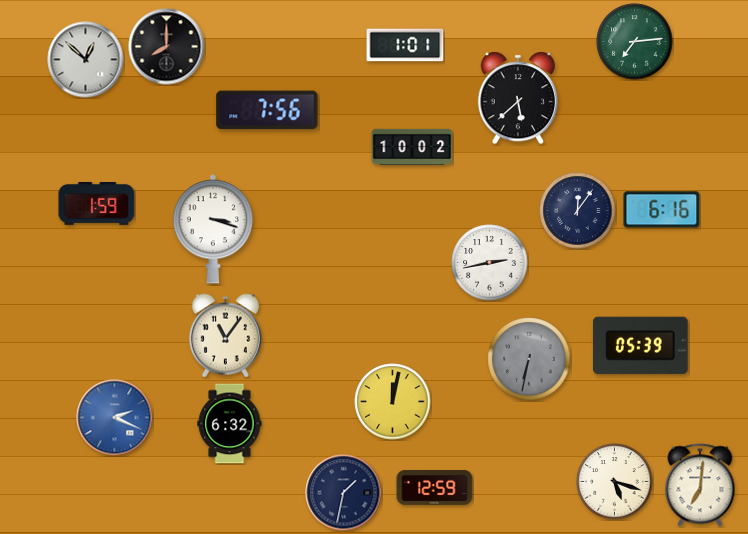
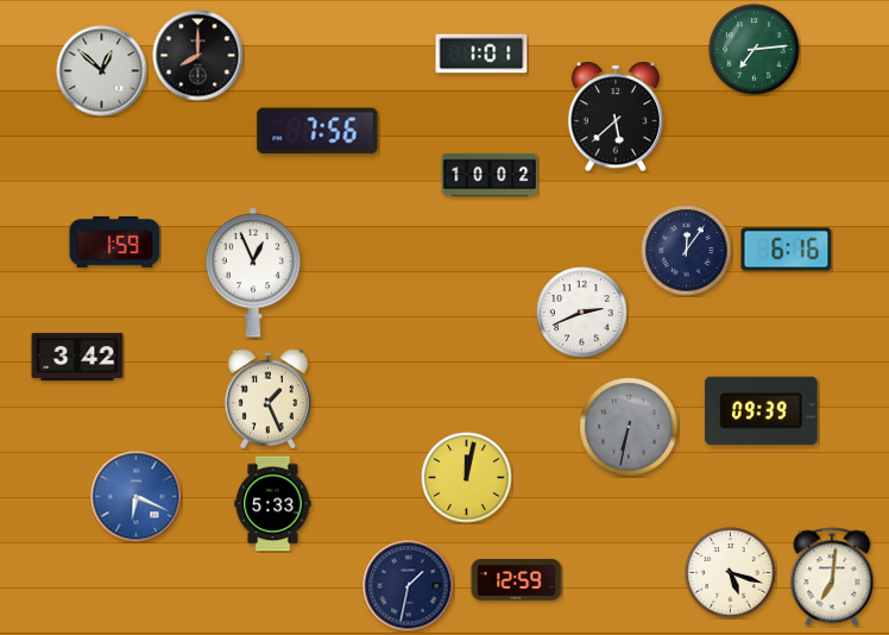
clock at (213, 229): 3:18 -> 12:56
clock at (490, 263): 2:43 -> 2:41
clock at (77, 357): none -> 3:42
clock at (225, 336): 11:06 -> 1:26
clock at (640, 345): 05:39 -> 09:39
clock at (115, 418): 2:19 -> 6:19
clock at (230, 424): 6:32 -> 5:33
